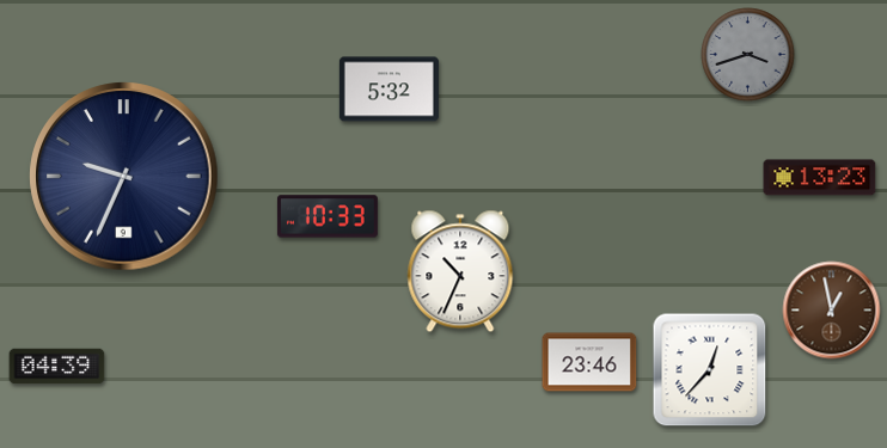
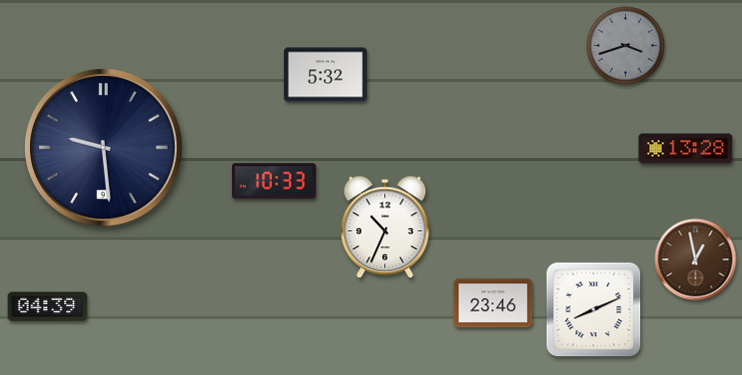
clock at (124, 177): 9:34 -> 9:29
clock at (820, 178): 13:23 -> 13:28
clock at (710, 370): 12:37 -> 8:11
